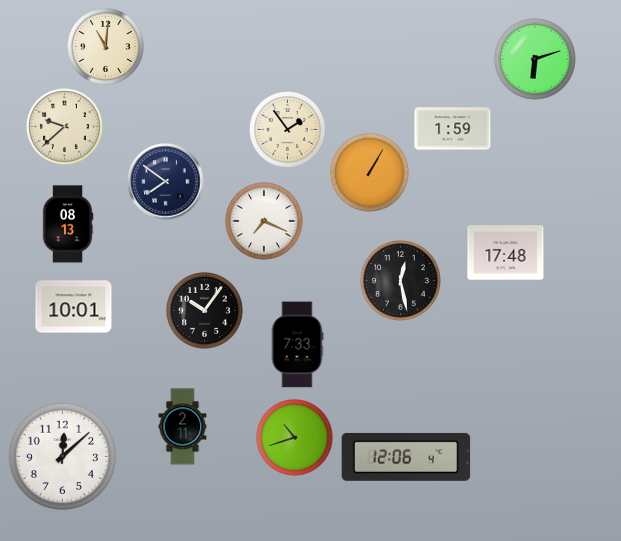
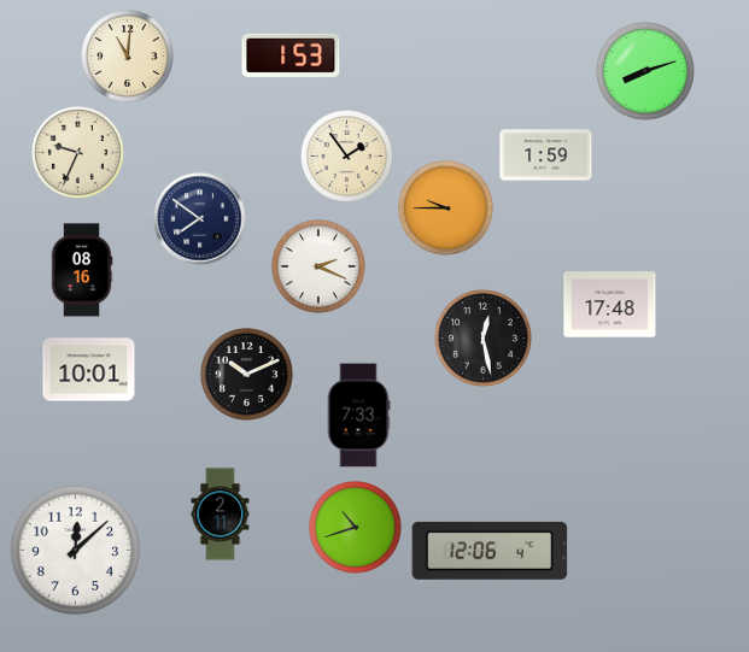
clock at (291, 55): none -> 1:53
clock at (535, 59): 6:12 -> 8:12
clock at (65, 127): 9:38 -> 9:34
clock at (370, 173): 1:05 -> 9:45
clock at (265, 222): 7:19 -> 2:19
clock at (68, 224): 08:13 -> 08:16
clock at (205, 311): 10:06 -> 10:11
